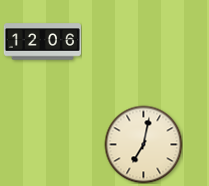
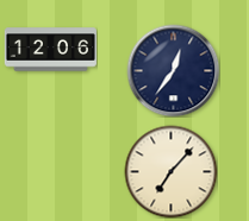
clock at (173, 70): none -> 12:36
clock at (143, 144): 7:02 -> 7:07
